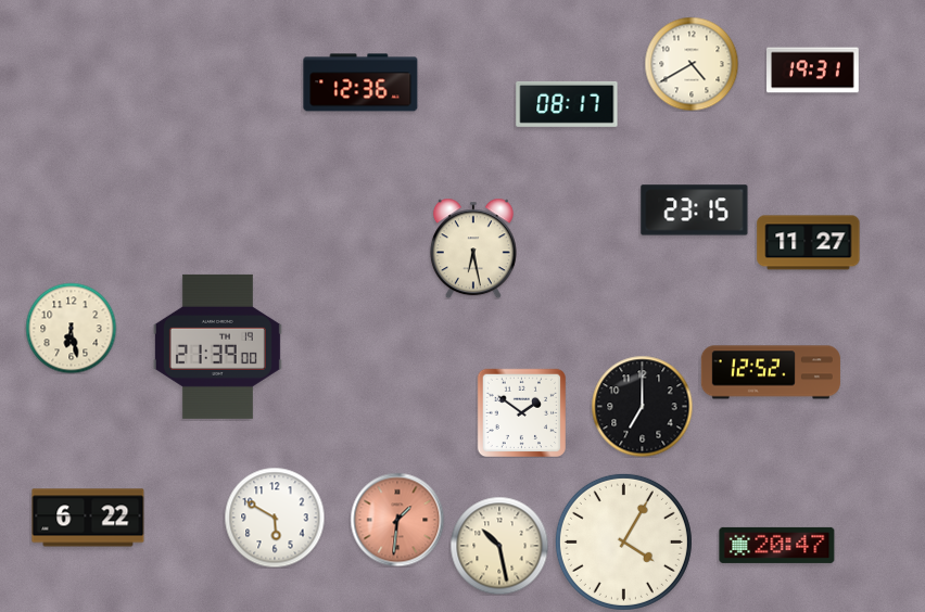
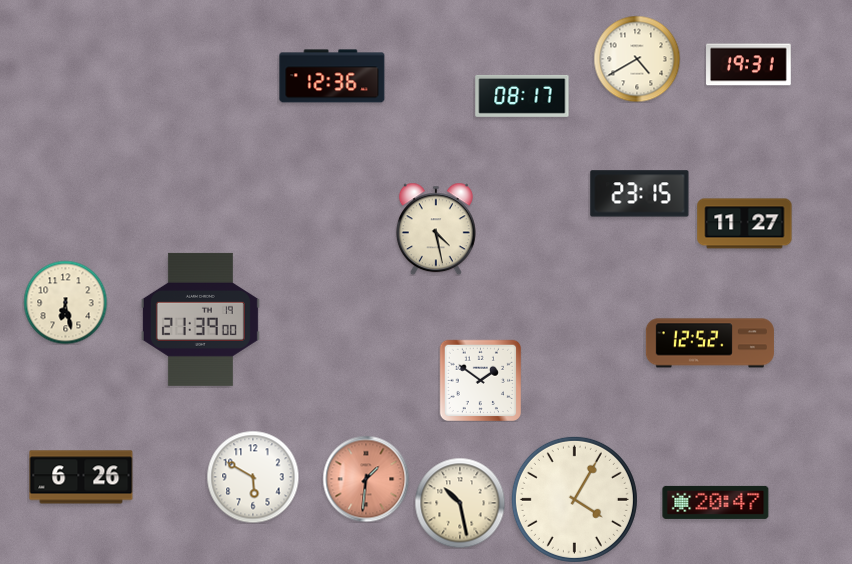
clock at (473, 248): 6:28 -> 4:28
clock at (642, 406): 7:00 -> none
clock at (88, 518): 6:22 -> 6:26
